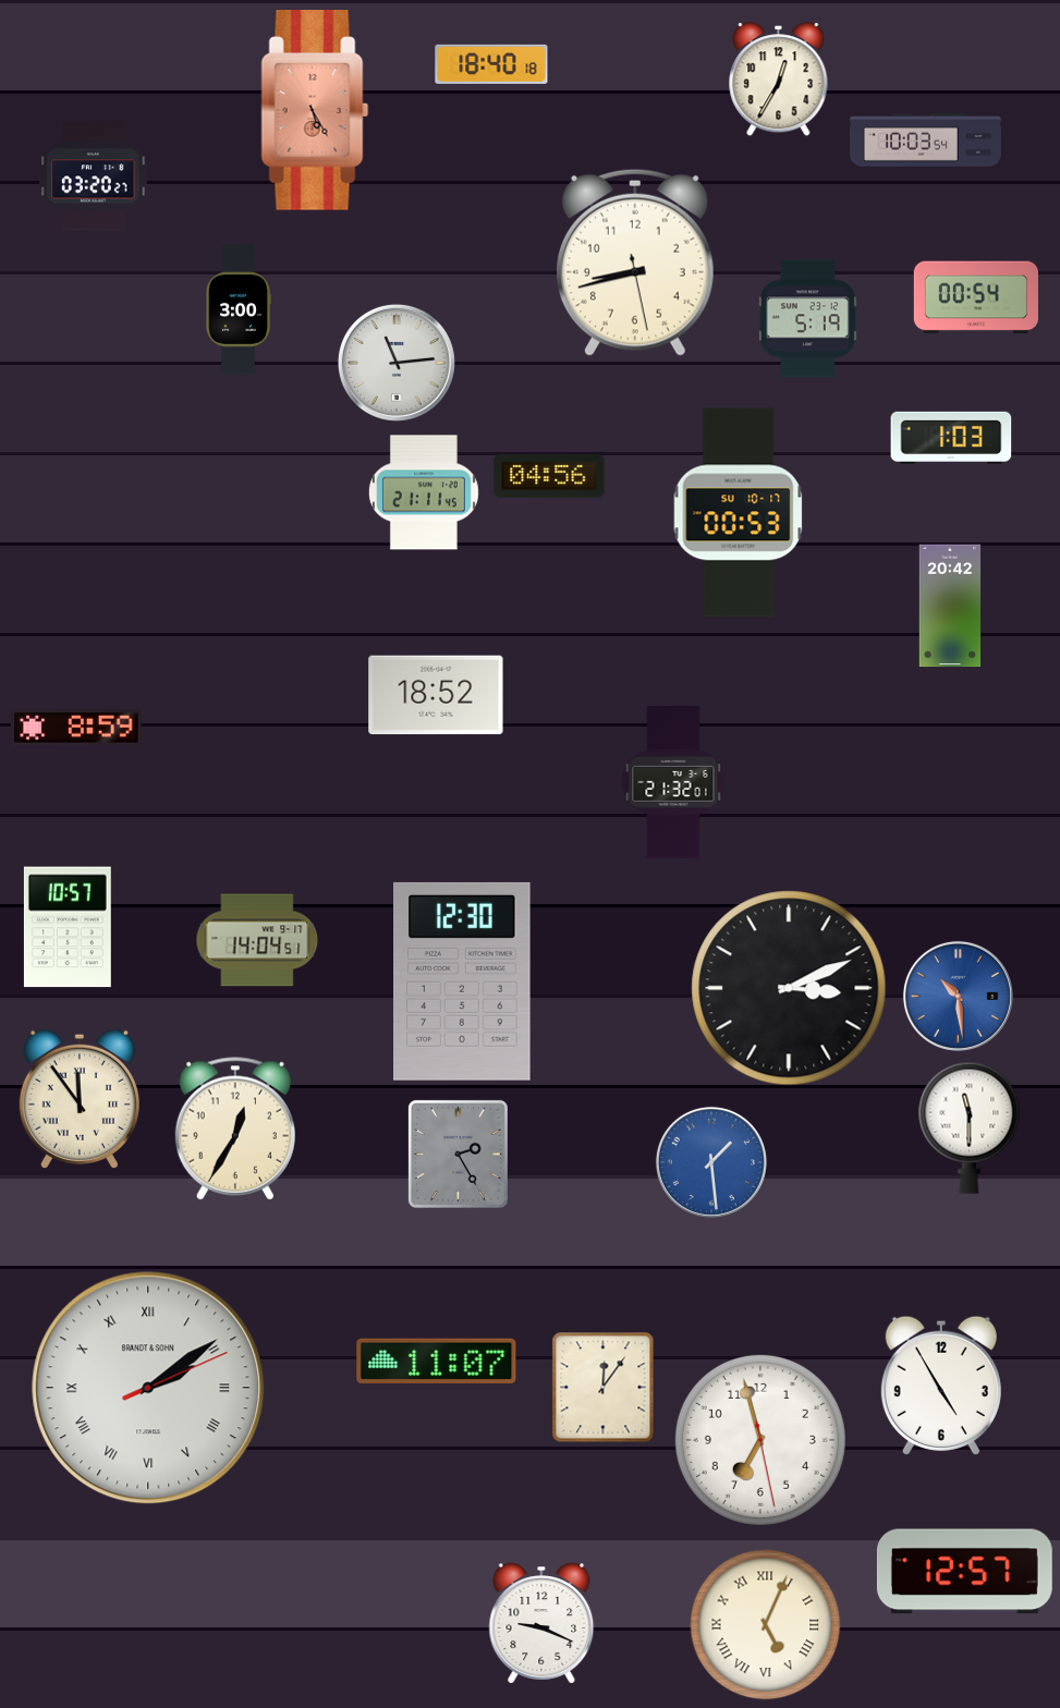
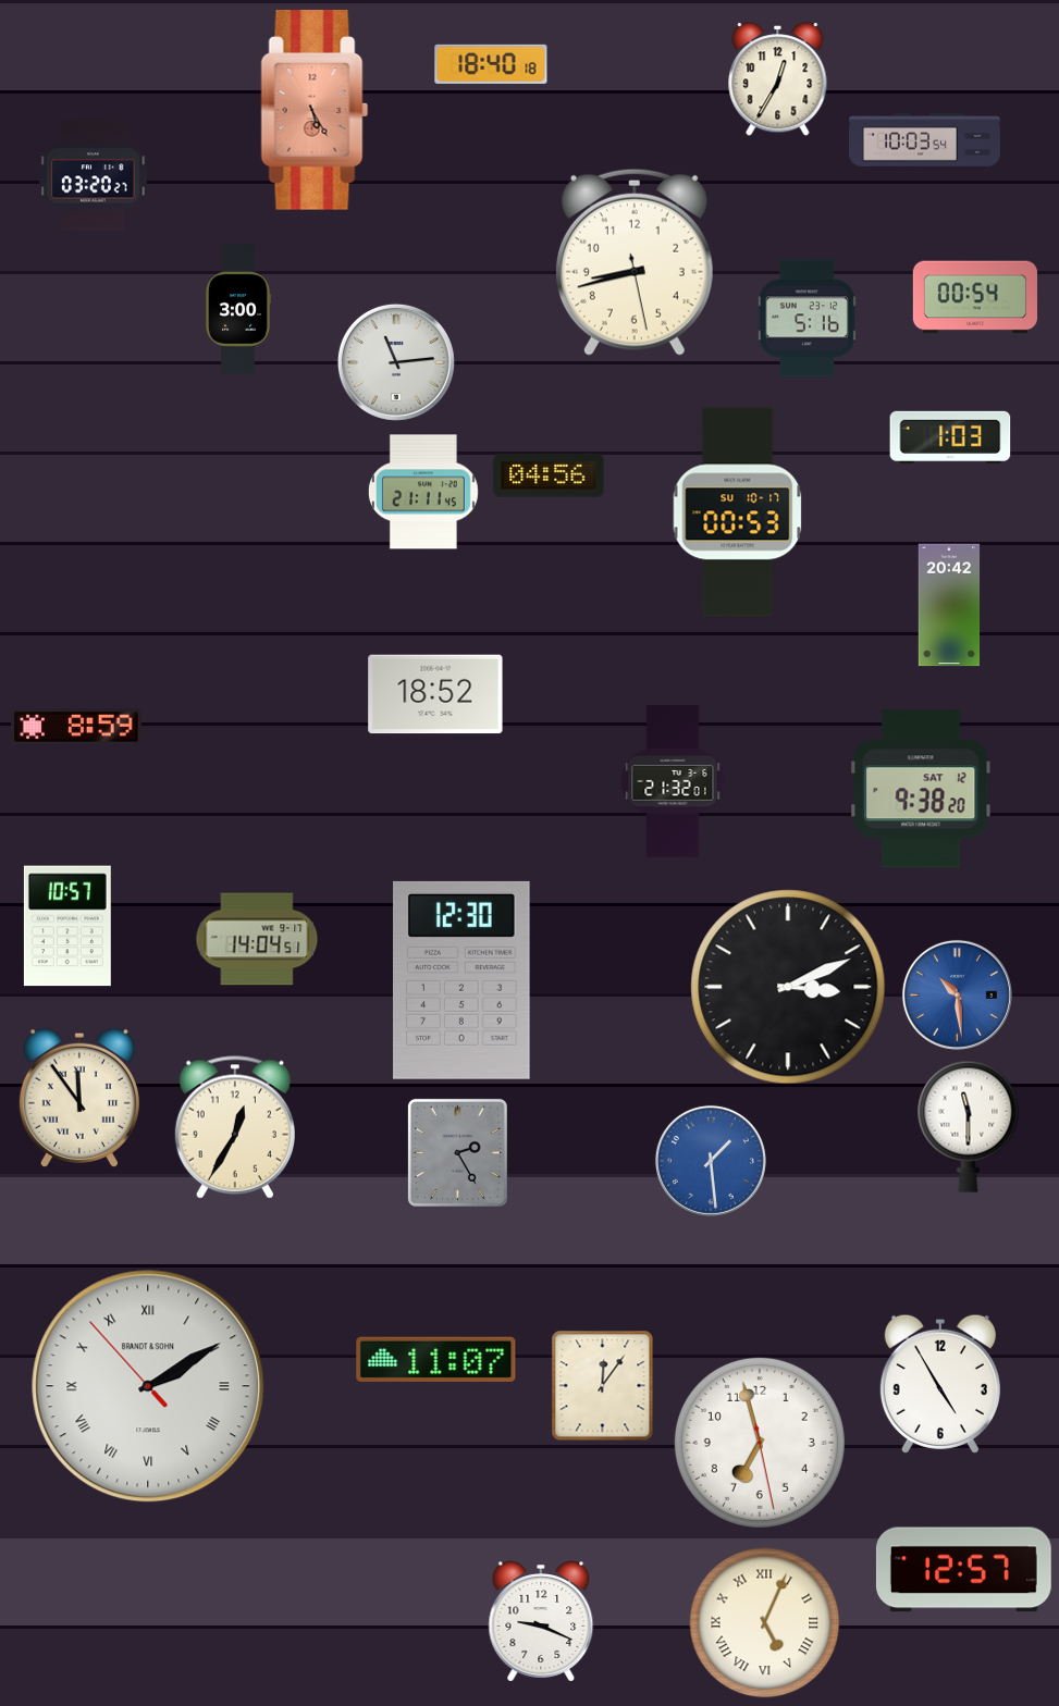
clock at (807, 319): 5:19 -> 5:16
clock at (921, 789): none -> 9:38
clock at (148, 1388): 2:09:11 -> 2:09:53
clock at (760, 1440) position: (760, 1440) -> (760, 1443)
